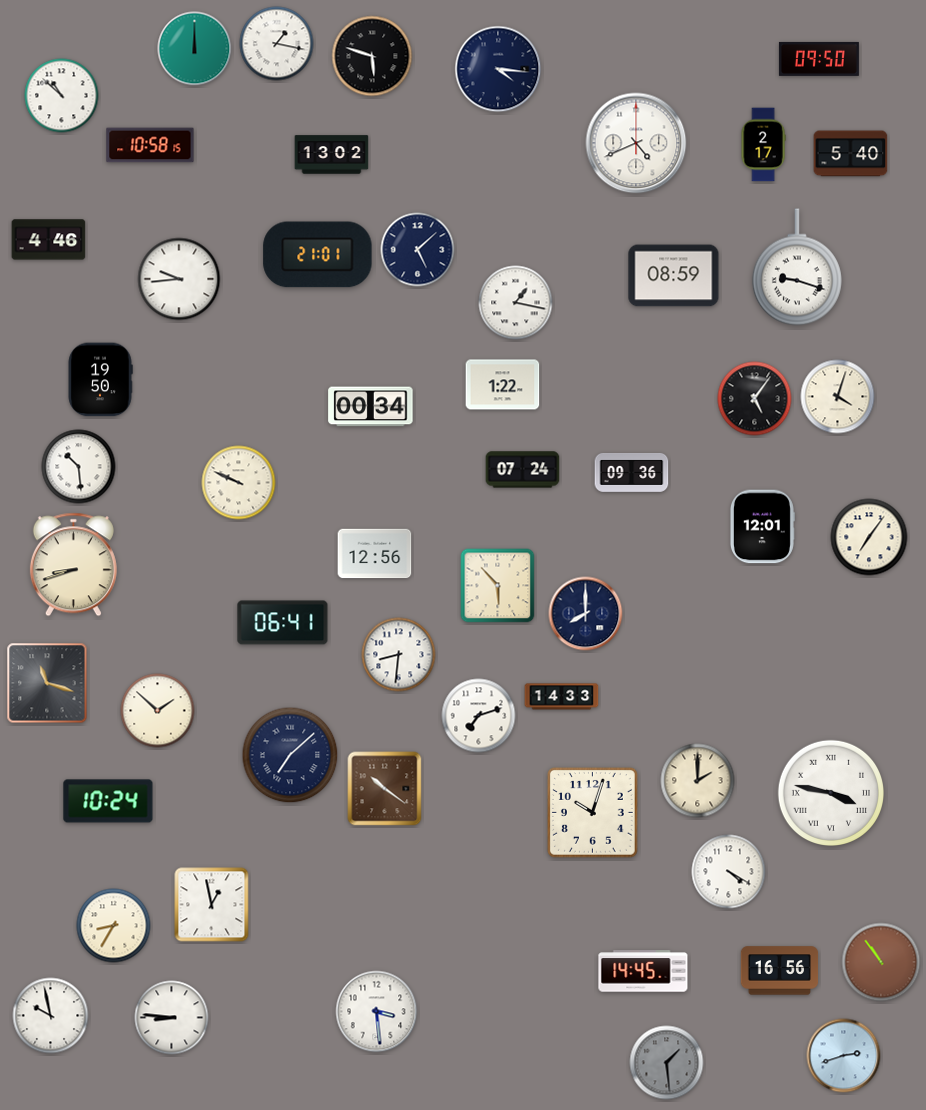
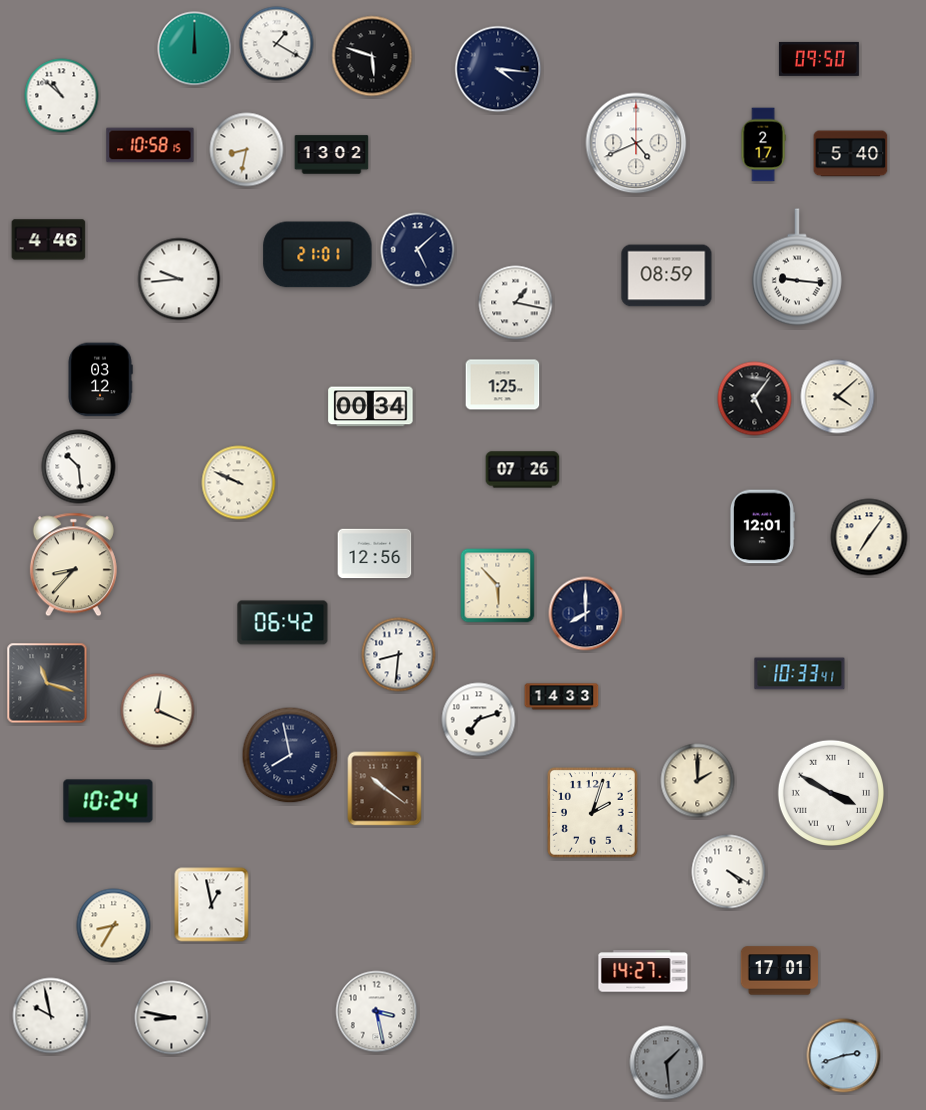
clock at (277, 44): 1:17 -> 1:20
clock at (247, 150): none -> 8:32
clock at (797, 267): 9:18 -> 9:16
clock at (674, 276) position: (674, 276) -> (667, 276)
clock at (100, 380): 19:50 -> 03:12
clock at (503, 385): 1:22 -> 1:25
clock at (838, 397): 4:03 -> 4:08
clock at (523, 470): 07:24 -> 07:26
clock at (632, 472): 09:36 -> none
clock at (73, 565): 8:42 -> 8:37
clock at (283, 623): 06:41 -> 06:42
clock at (800, 674): none -> 10:33
clock at (158, 711): 1:52 -> 12:19
clock at (479, 716) position: (479, 716) -> (479, 720)
clock at (290, 755): 7:08 -> 7:58
clock at (830, 792): 3:47 -> 3:50
clock at (593, 813): 10:03 -> 2:03
clock at (881, 962): 10:54 -> none
clock at (643, 971): 14:45 -> 14:27
clock at (780, 971): 16:56 -> 17:01
clock at (377, 1012): 3:29 -> 3:28
clock at (172, 1018): 8:46 -> 8:47
